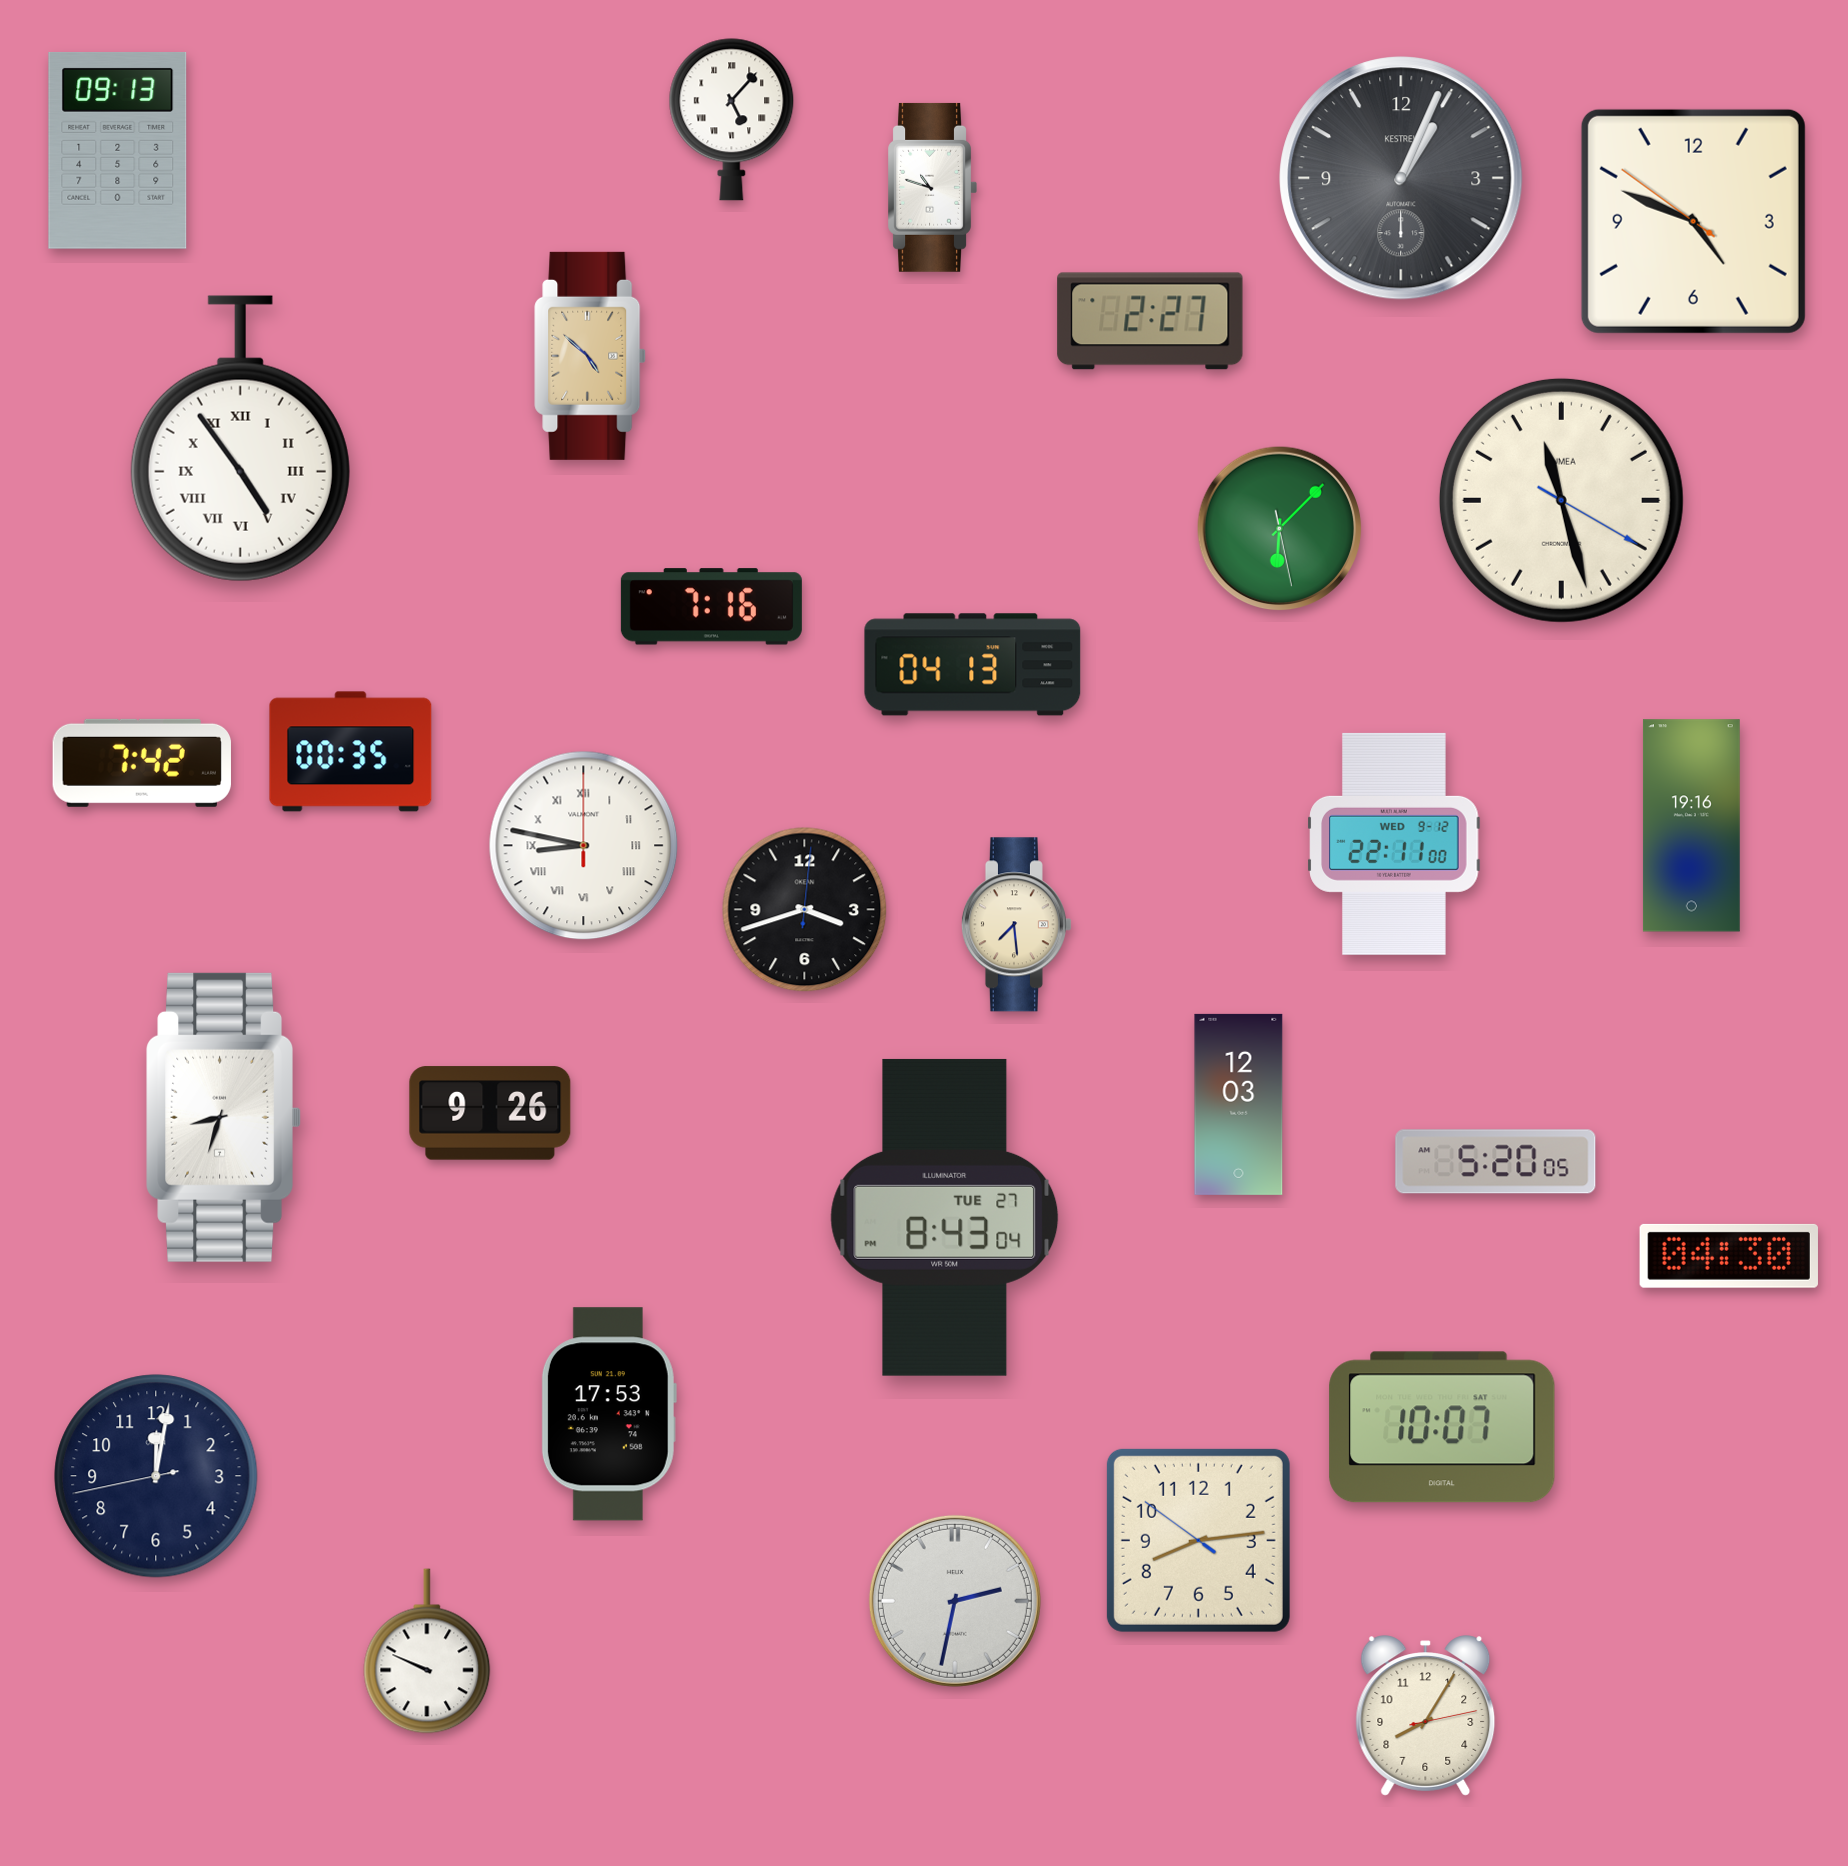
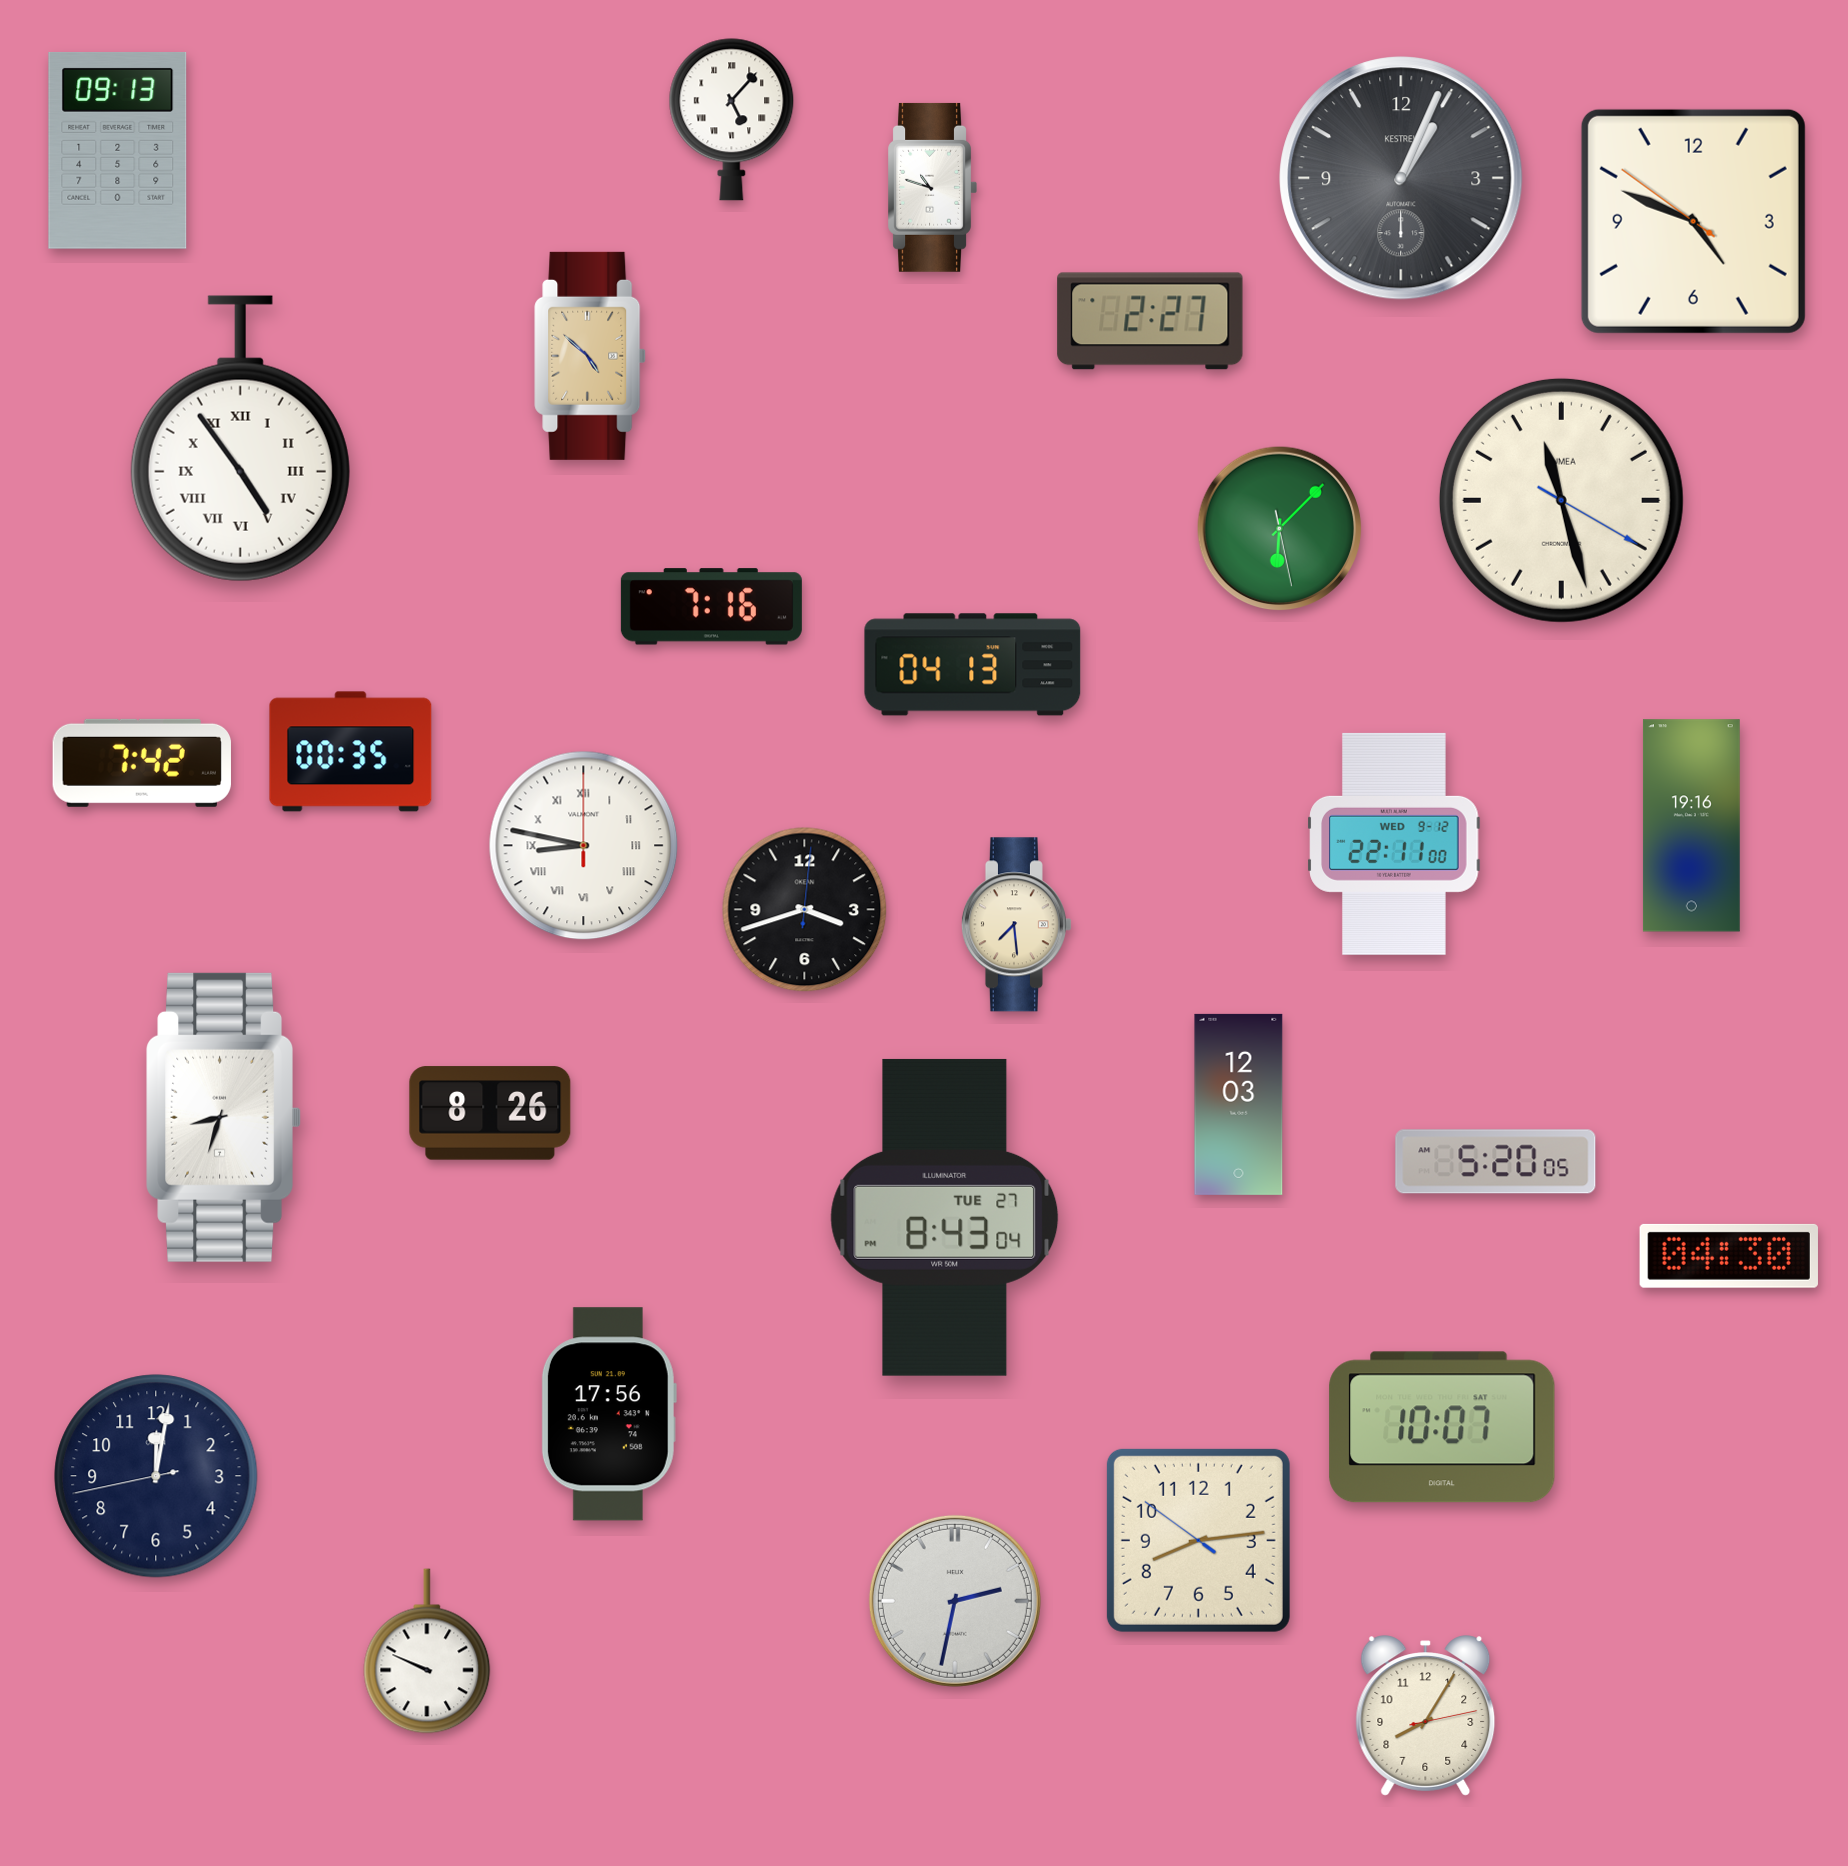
clock at (490, 1113): 9:26 -> 8:26
clock at (609, 1414): 17:53 -> 17:56
